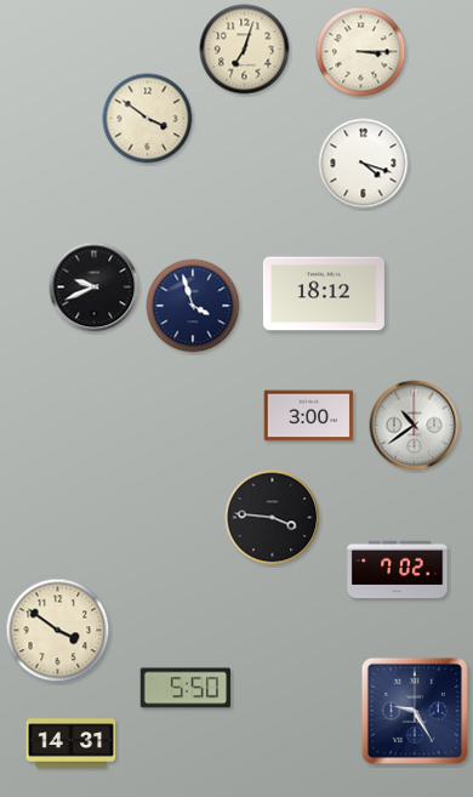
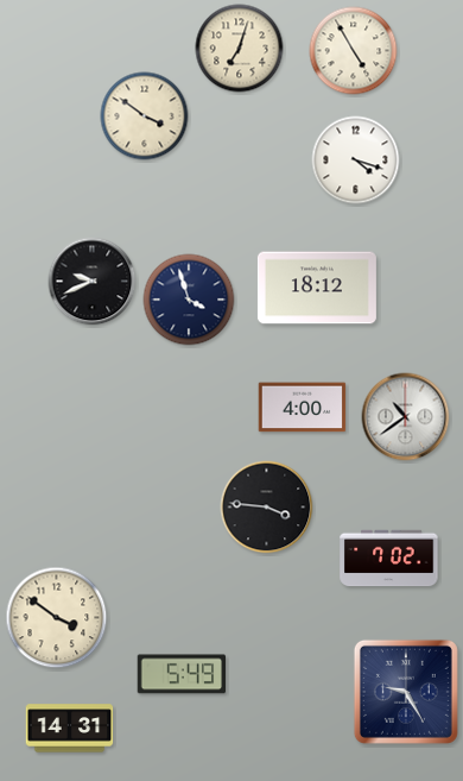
clock at (361, 52): 3:15 -> 4:55
clock at (309, 416): 3:00 -> 4:00
clock at (186, 688): 5:50 -> 5:49
clock at (415, 711) position: (415, 711) -> (406, 692)
